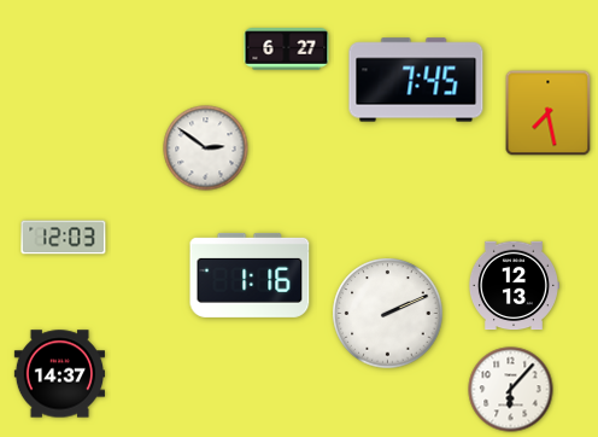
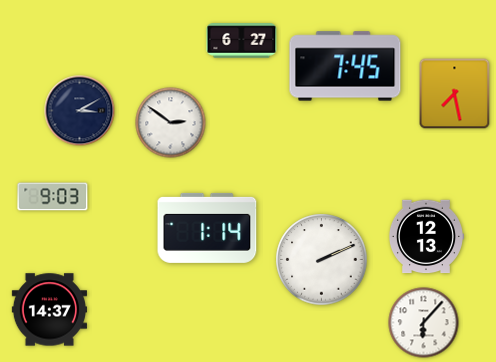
clock at (287, 49) position: (287, 49) -> (242, 41)
clock at (80, 111): none -> 3:10
clock at (64, 238): 12:03 -> 9:03
clock at (250, 275): 1:16 -> 1:14
